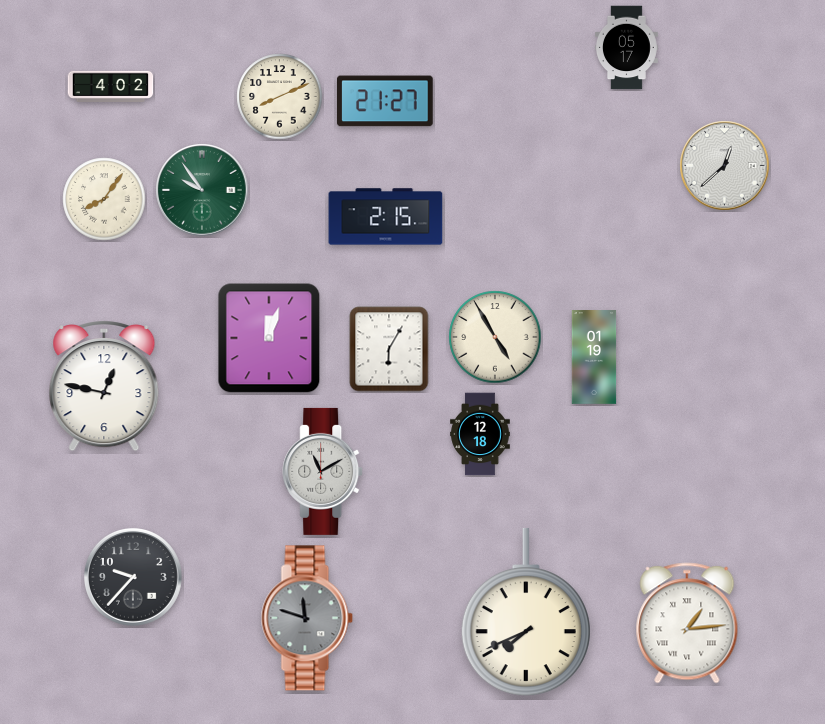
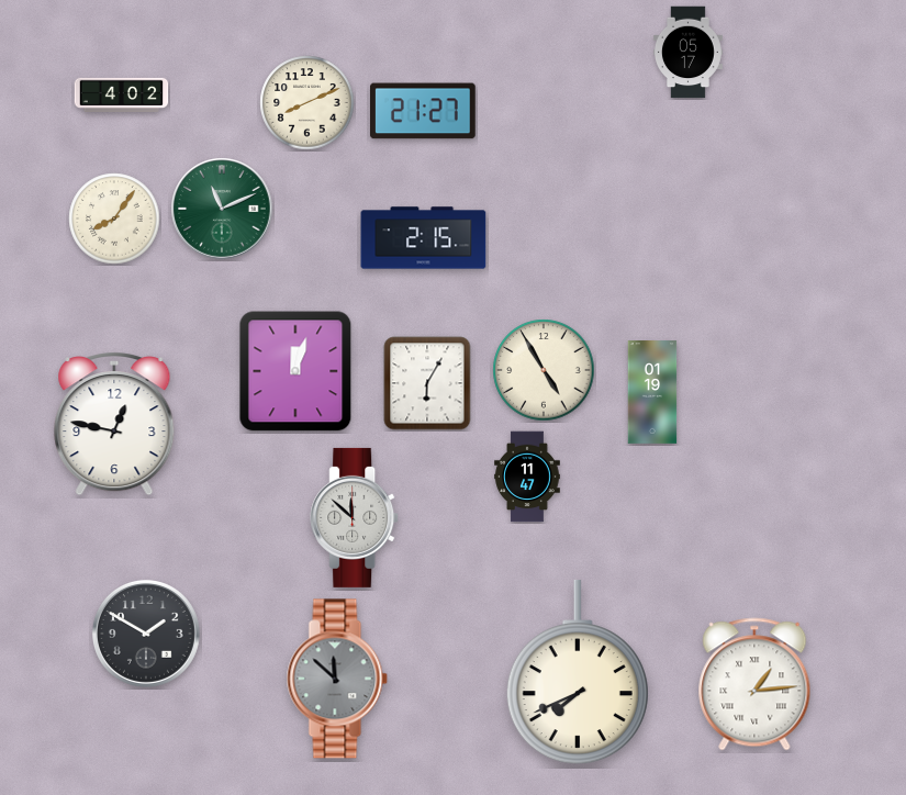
clock at (280, 97) position: (280, 97) -> (307, 103)
clock at (725, 166): 12:38 -> none
clock at (202, 190): 9:54 -> 11:11
clock at (480, 434): 12:18 -> 11:47
clock at (323, 471): 11:10 -> 11:52
clock at (133, 577): 9:37 -> 1:50
clock at (307, 618): 11:48 -> 11:52
